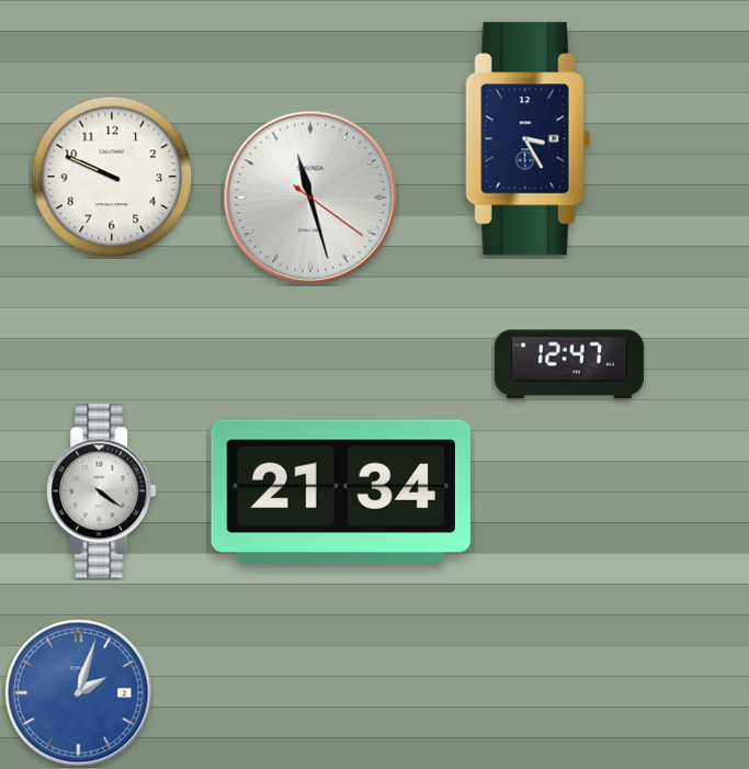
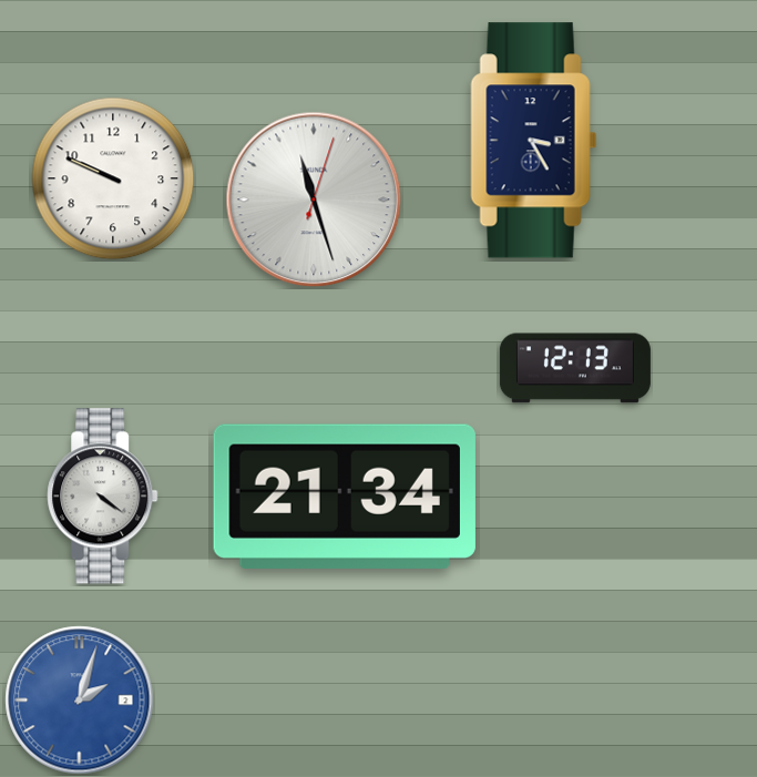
clock at (310, 197): 11:27:21 -> 11:27:03
clock at (569, 364): 12:47 -> 12:13
